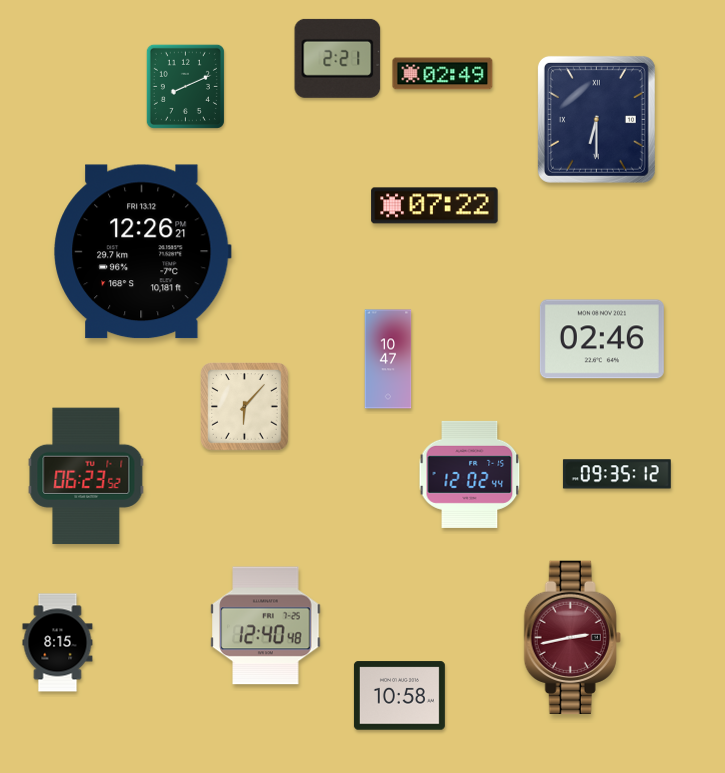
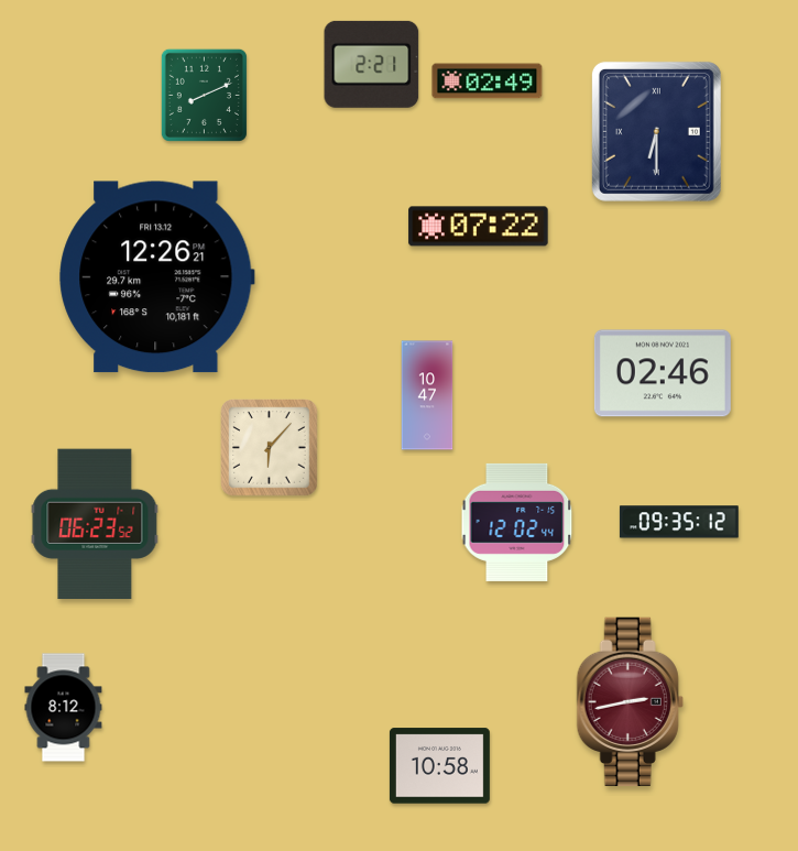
clock at (266, 626): 12:40 -> none
clock at (58, 643): 8:15 -> 8:12
